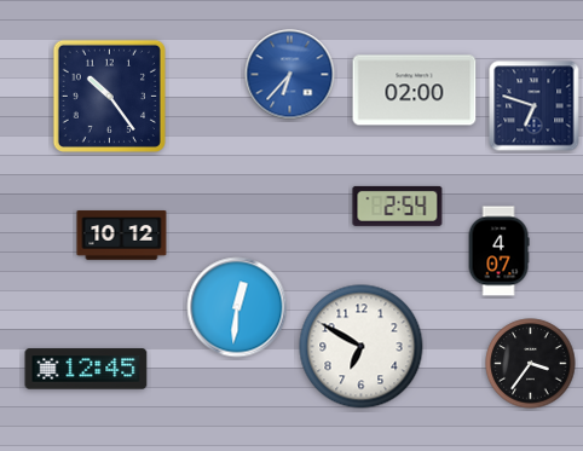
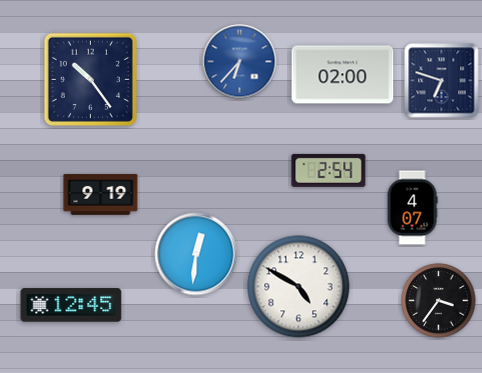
clock at (535, 106) position: (535, 106) -> (442, 81)
clock at (122, 236): 10:12 -> 9:19
clock at (362, 347): 6:50 -> 4:50
